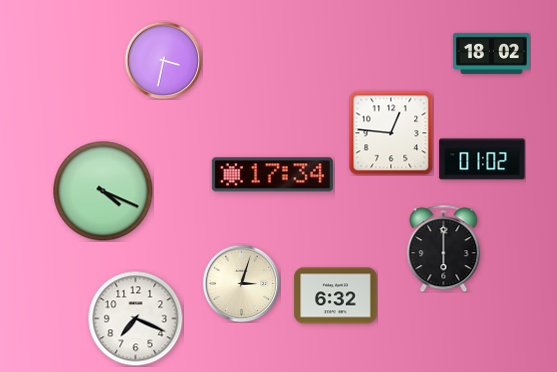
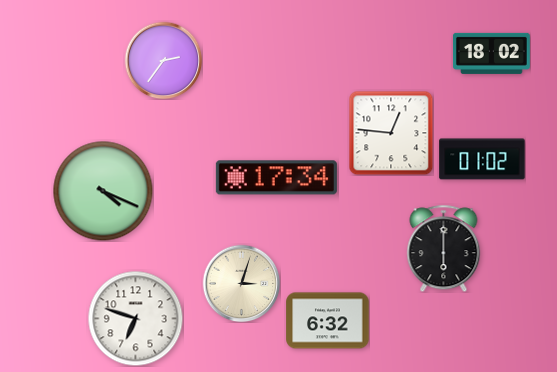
clock at (163, 60): 3:32 -> 2:36
clock at (272, 175) position: (272, 175) -> (276, 178)
clock at (336, 296) position: (336, 296) -> (328, 321)
clock at (135, 318): 7:19 -> 6:48
